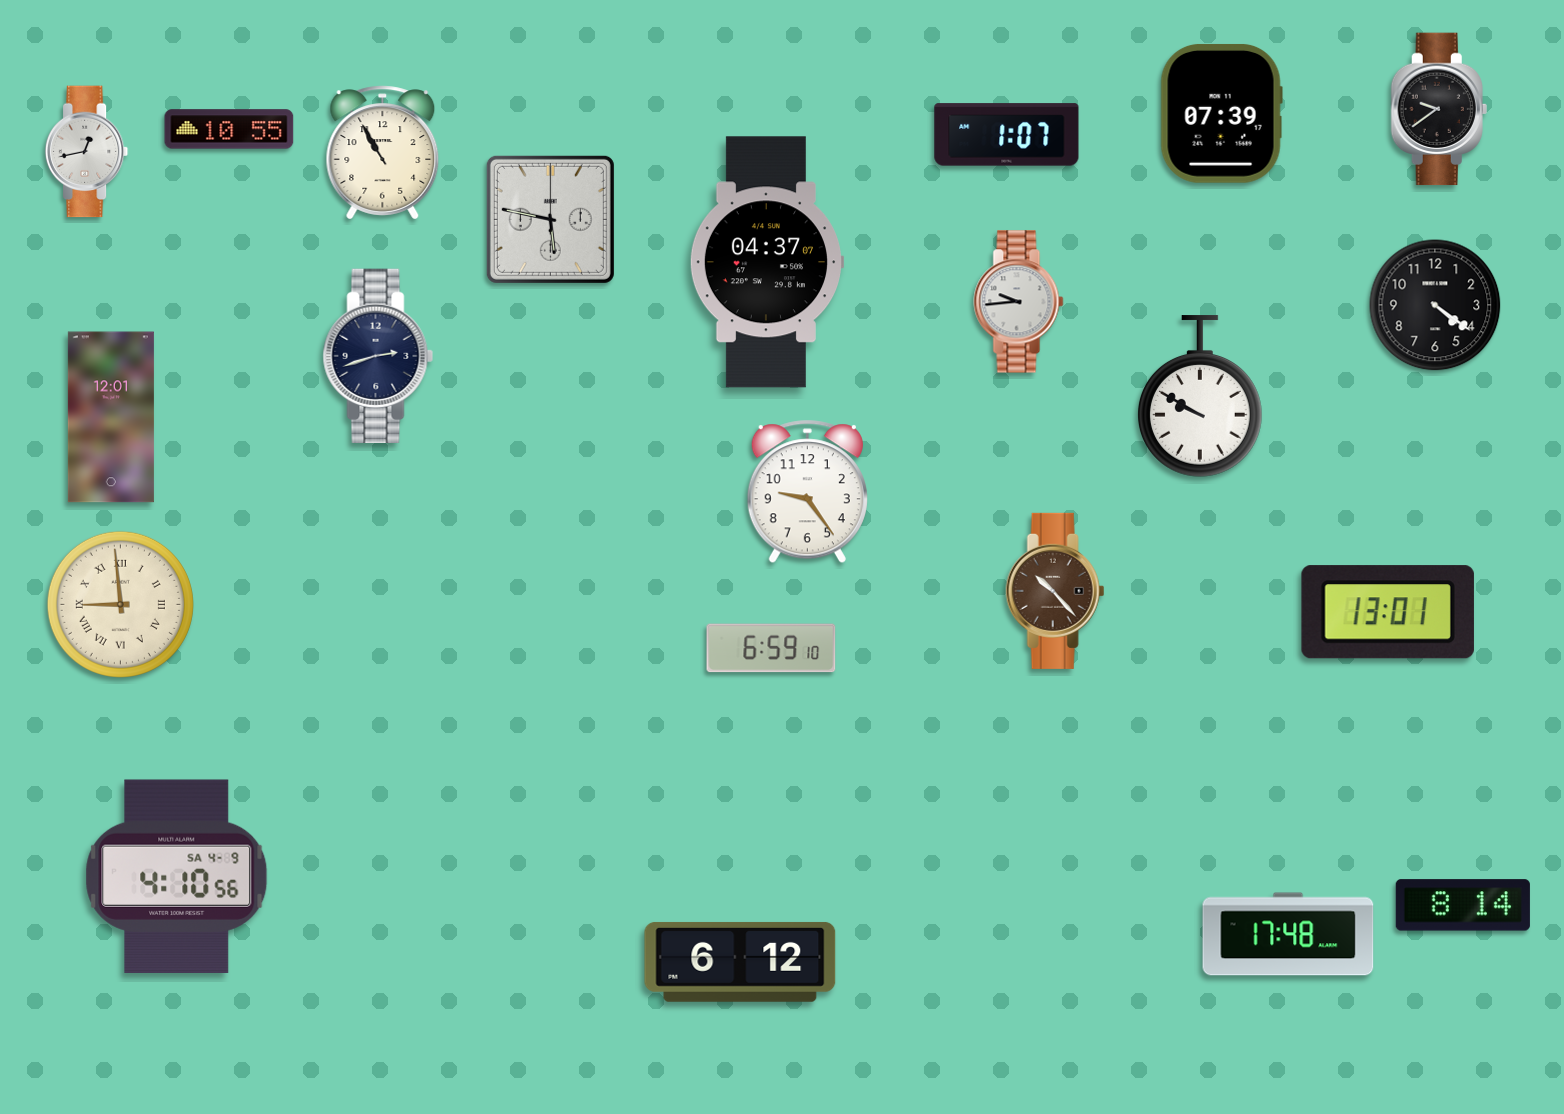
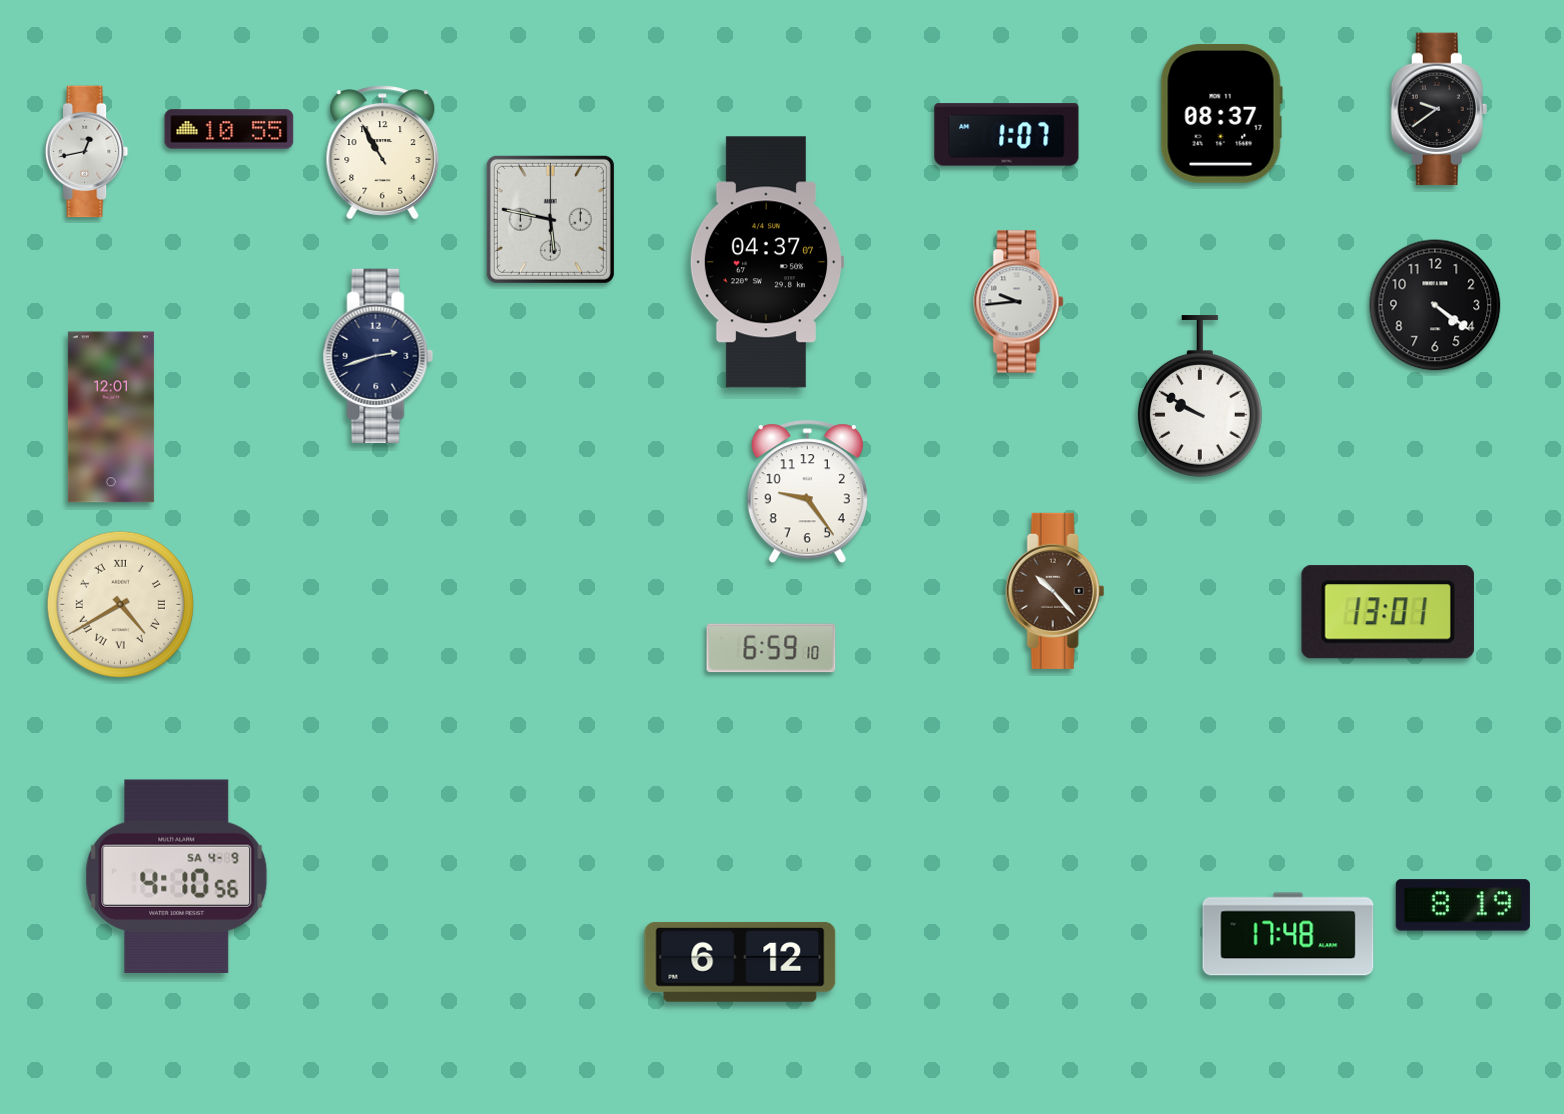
clock at (1221, 113): 07:39 -> 08:37
clock at (120, 604): 8:59 -> 4:40
clock at (1463, 905): 8:14 -> 8:19
